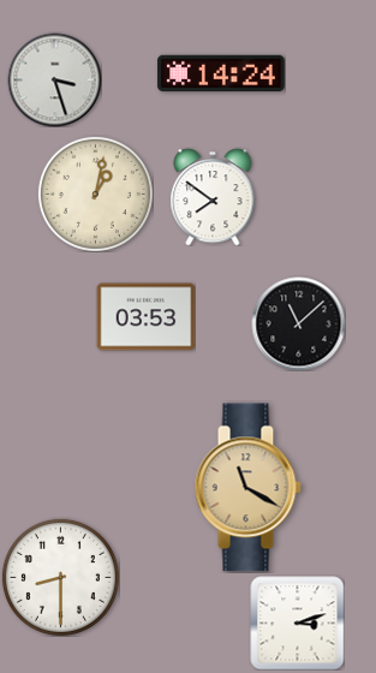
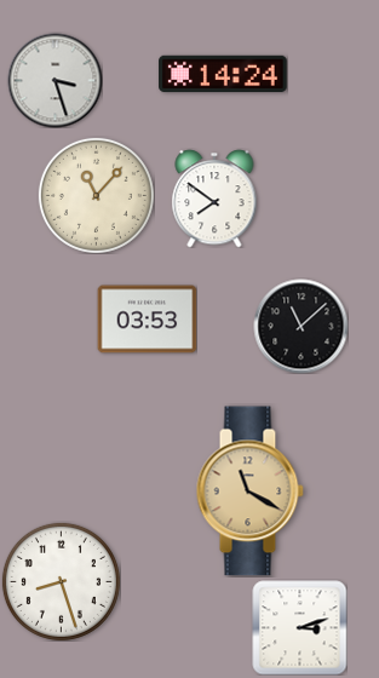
clock at (95, 193): 1:02 -> 11:07
clock at (60, 577): 8:30 -> 8:27
